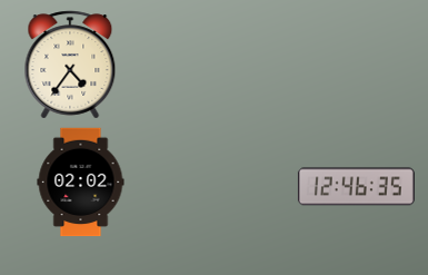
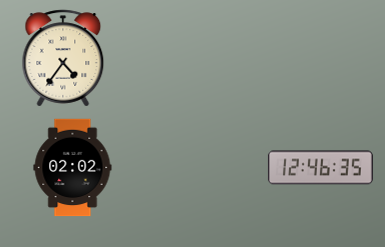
clock at (81, 183) position: (81, 183) -> (73, 168)
